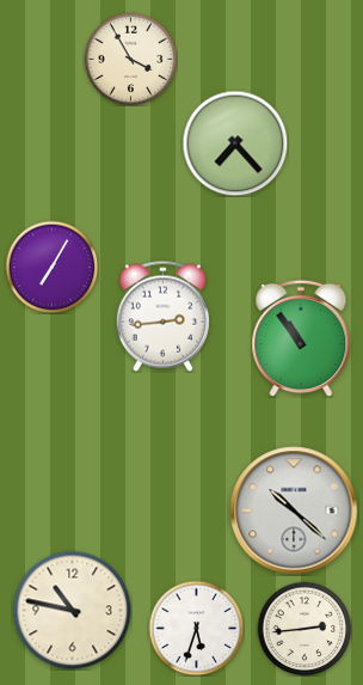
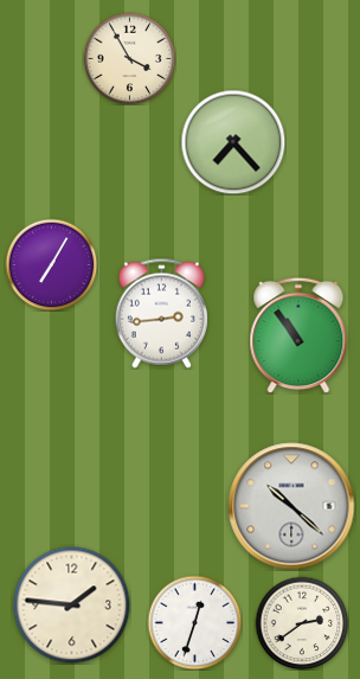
clock at (73, 611): 10:47 -> 1:46
clock at (196, 628): 5:33 -> 12:33
clock at (304, 629): 2:44 -> 2:39
